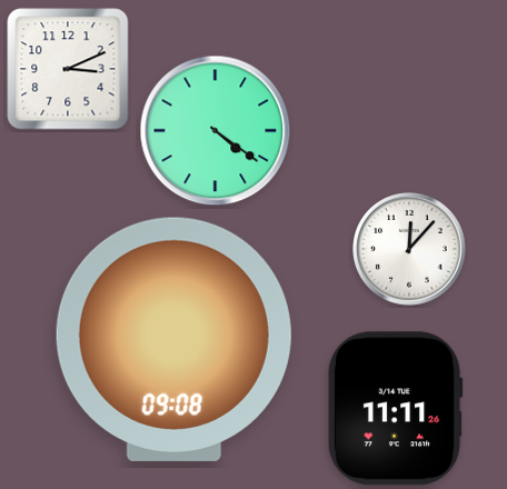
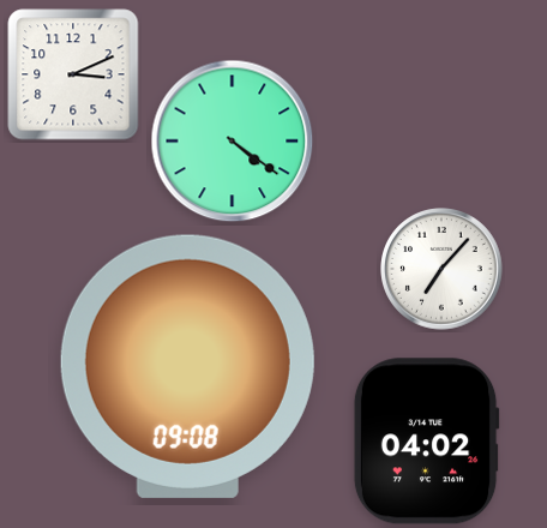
clock at (409, 249): 12:07 -> 7:07
clock at (395, 409): 11:11 -> 04:02
